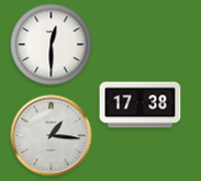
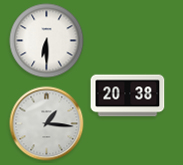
clock at (52, 45): 12:30 -> 6:30
clock at (141, 105): 17:38 -> 20:38
